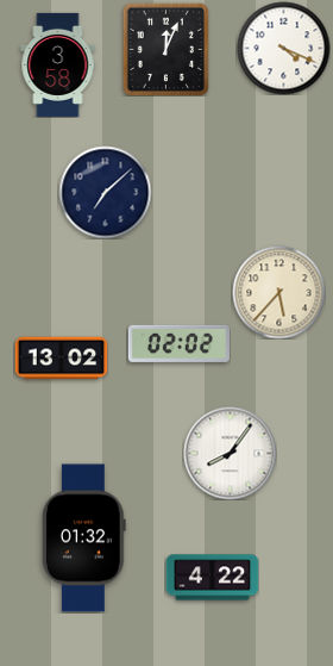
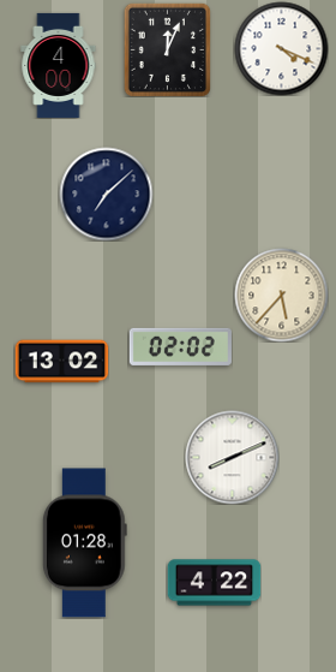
clock at (283, 48) position: (283, 48) -> (281, 48)
clock at (58, 64): 3:58 -> 4:00
clock at (230, 453): 8:06 -> 8:11
clock at (83, 539): 01:32 -> 01:28
